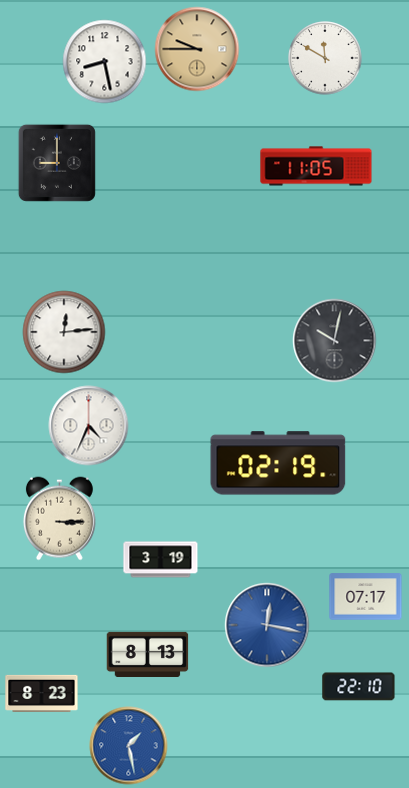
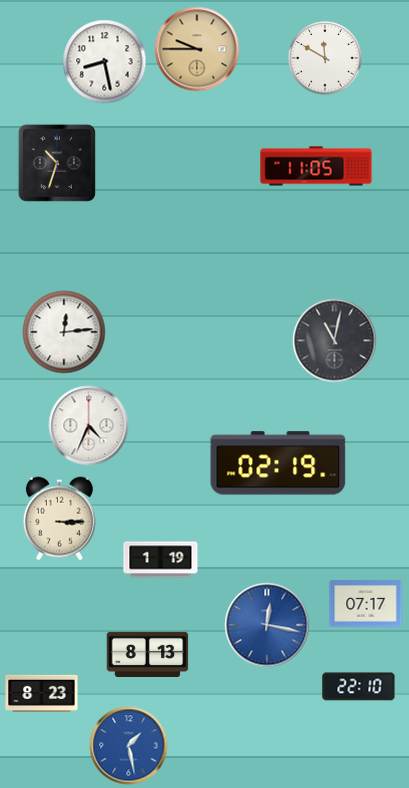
clock at (57, 163): 9:00 -> 10:33
clock at (335, 341): 10:02 -> 11:02
clock at (161, 560): 3:19 -> 1:19
clock at (366, 597) position: (366, 597) -> (366, 604)
